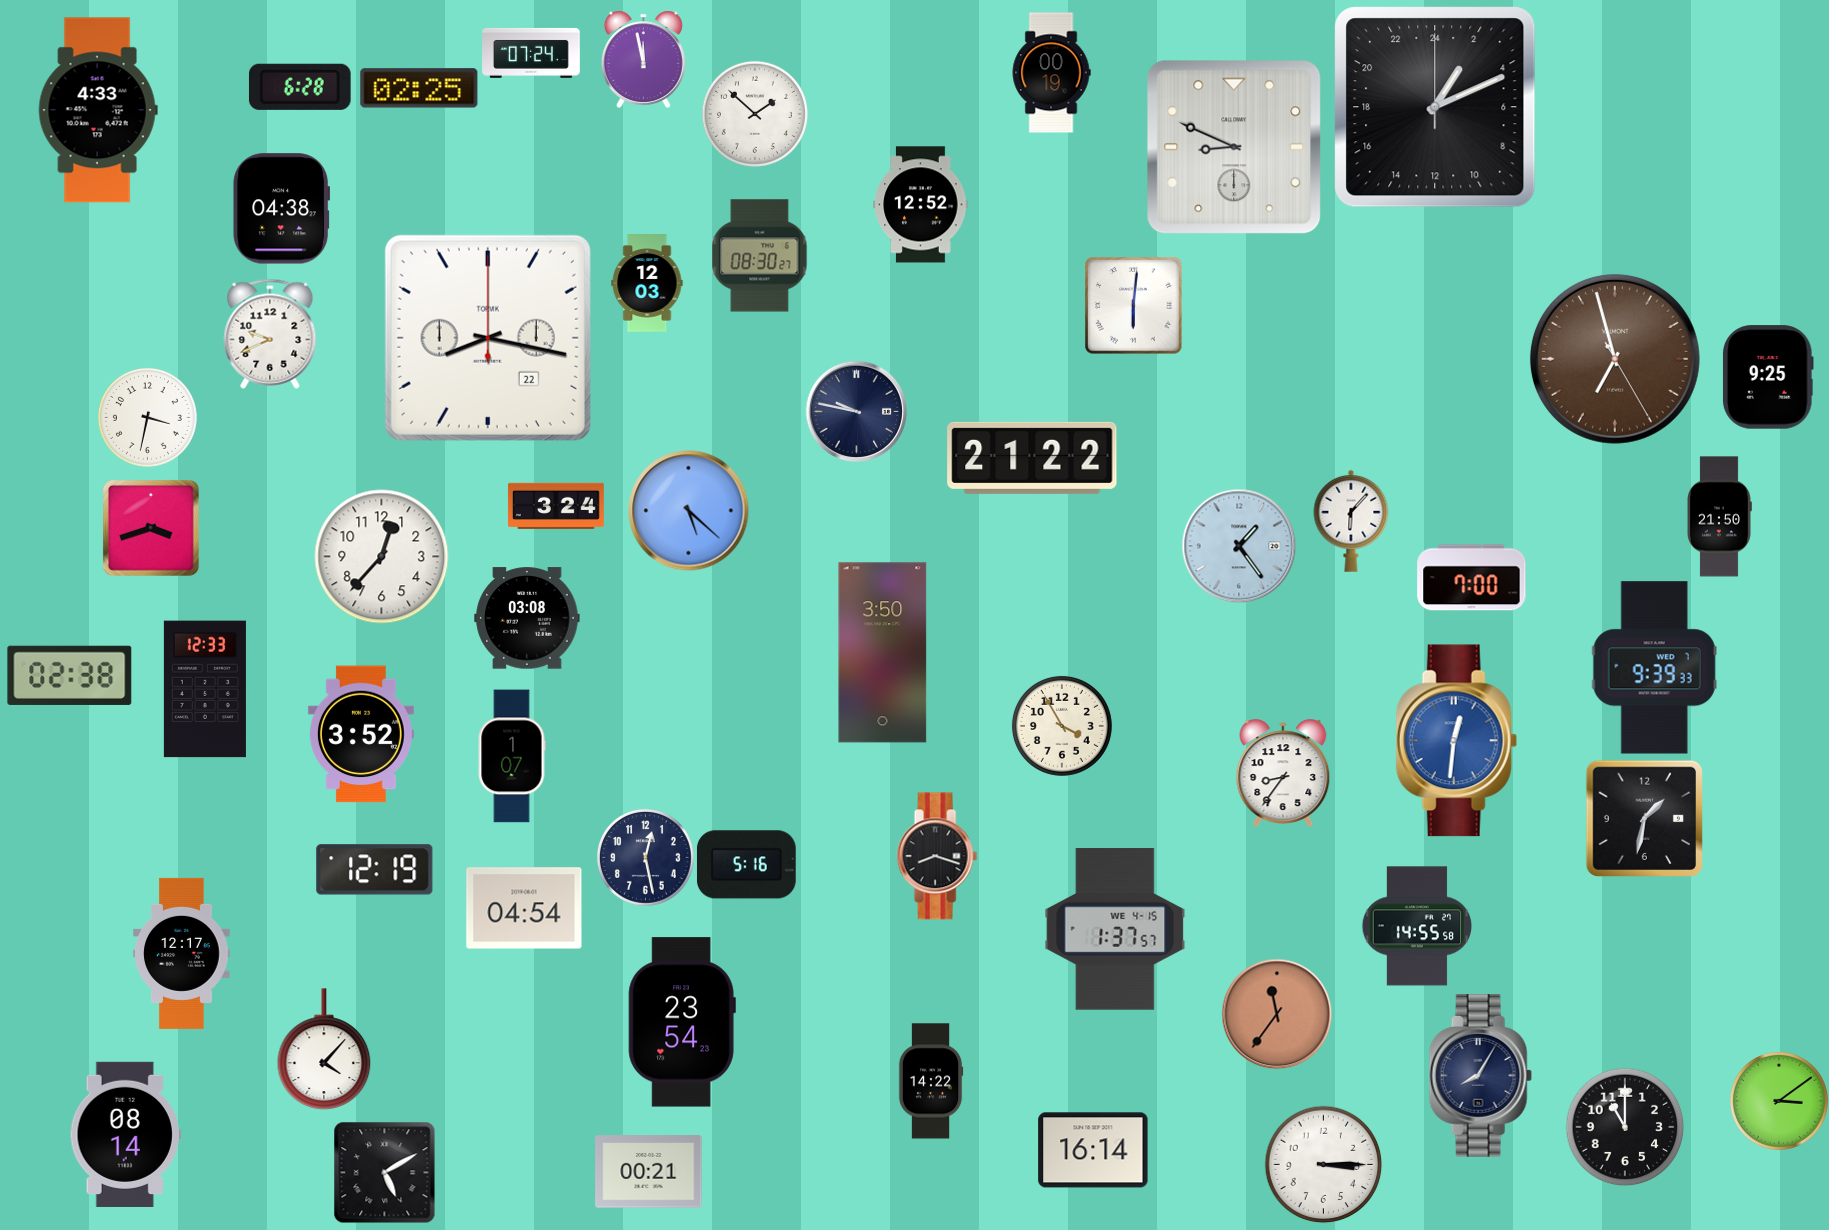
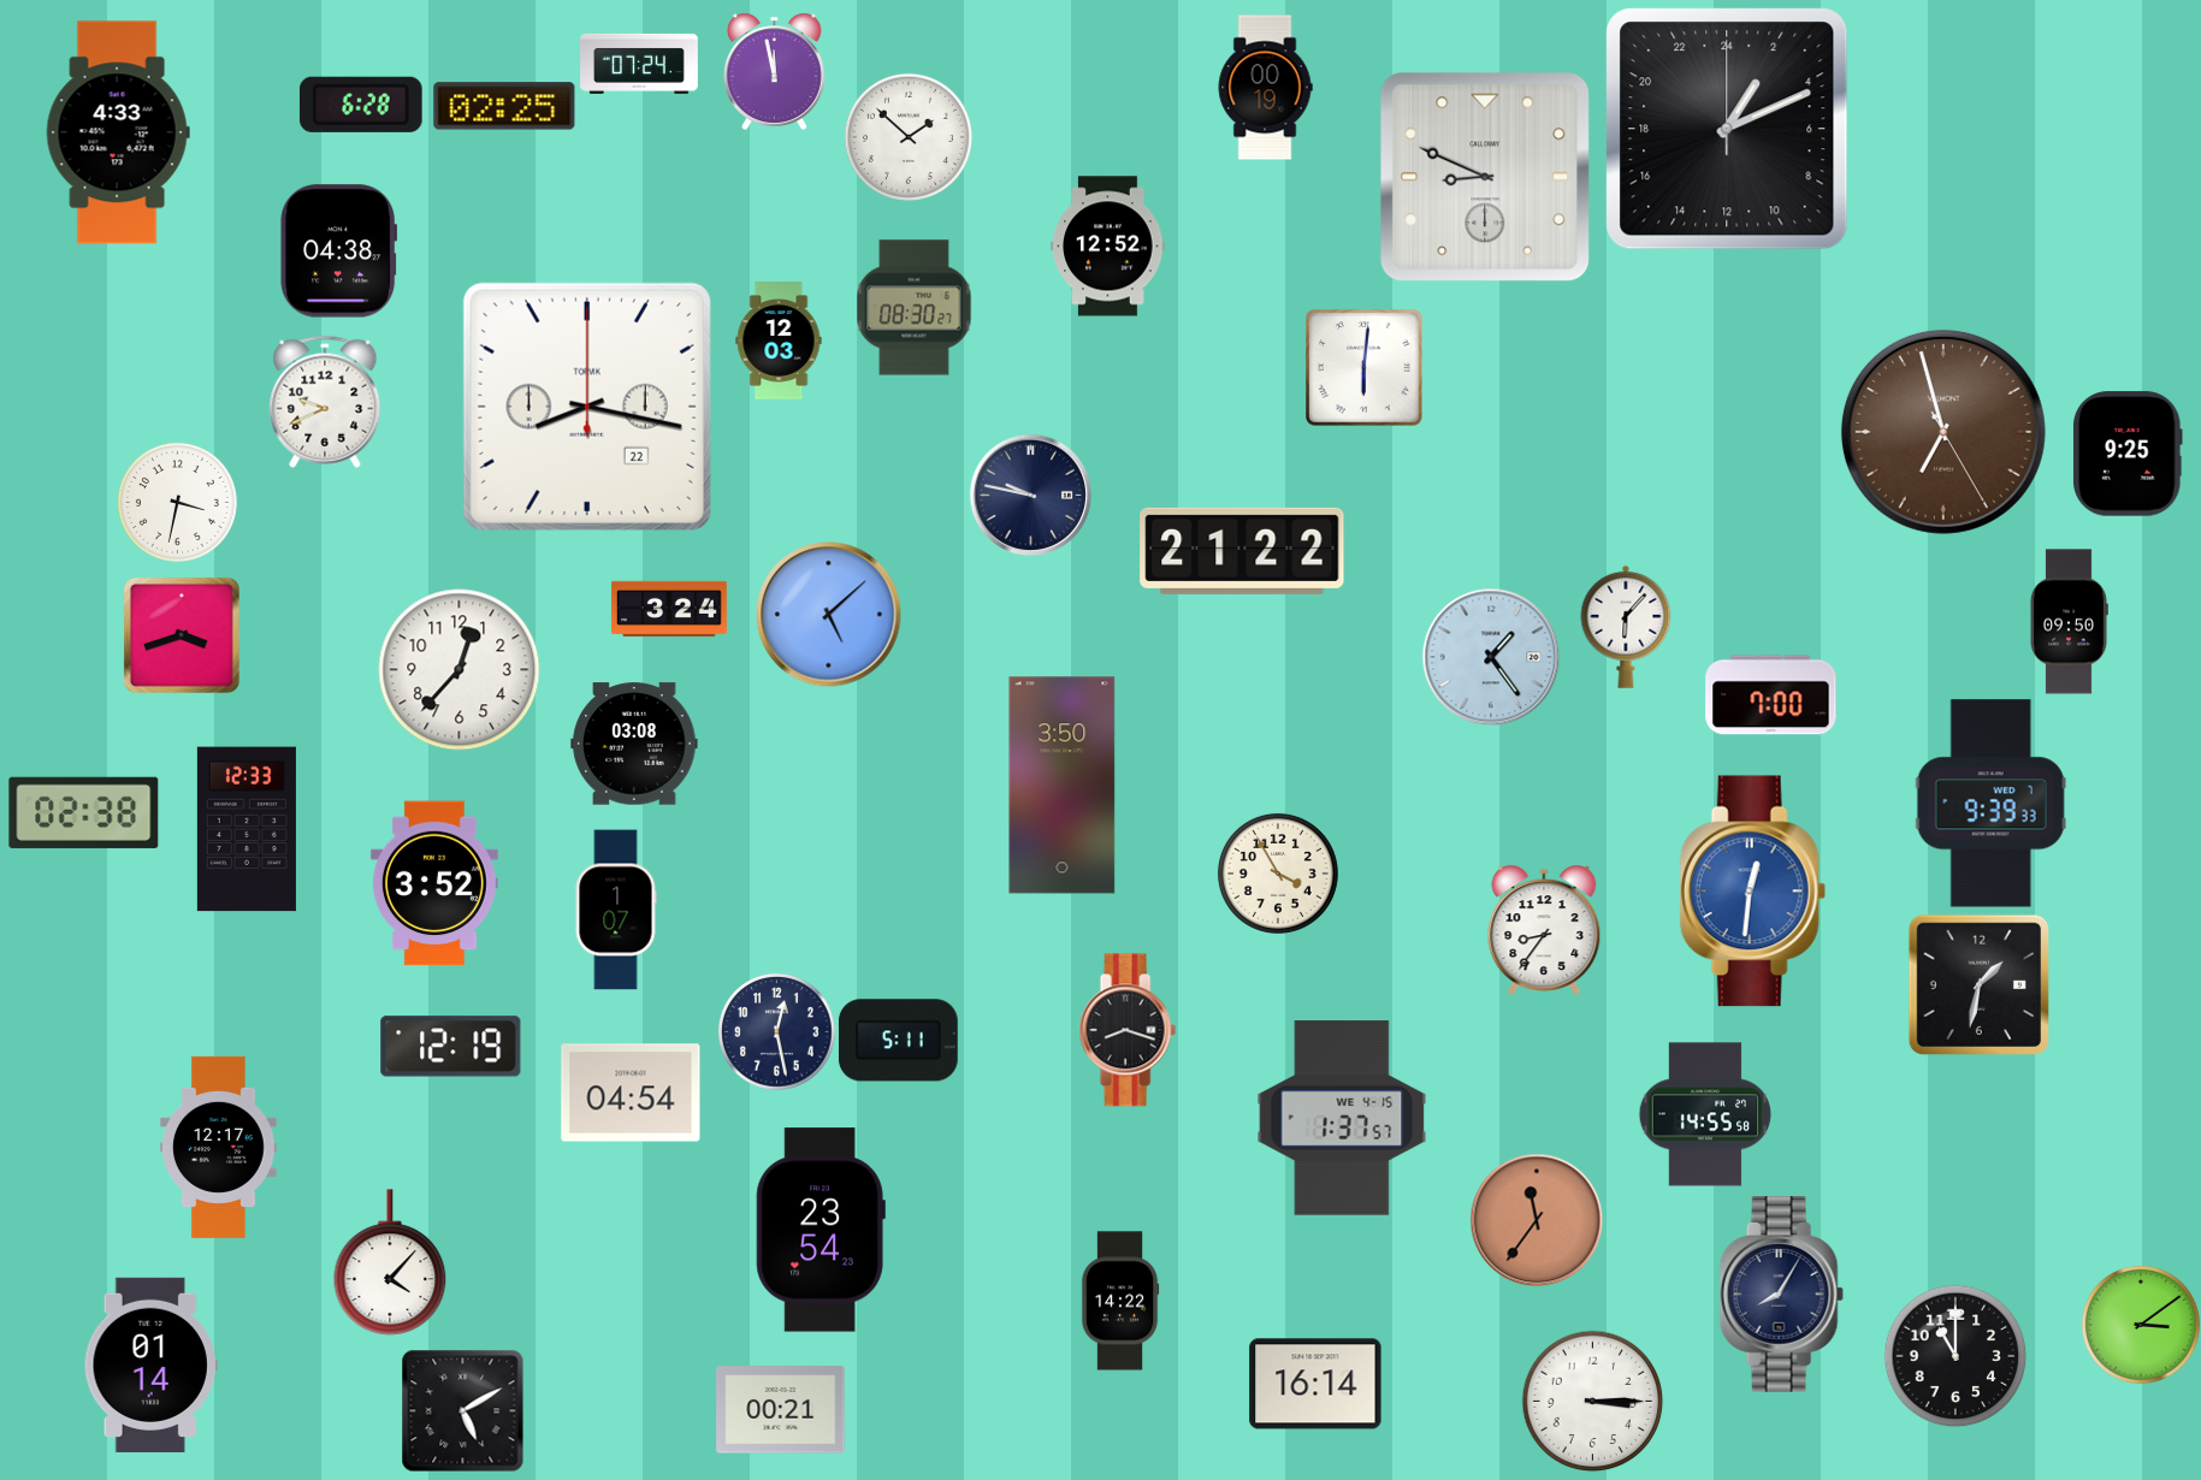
clock at (689, 511): 5:22 -> 5:08
clock at (1719, 517): 21:50 -> 09:50
clock at (746, 865): 5:16 -> 5:11
clock at (125, 1134): 08:14 -> 01:14
